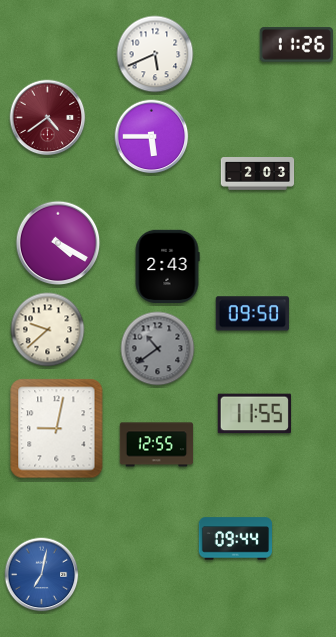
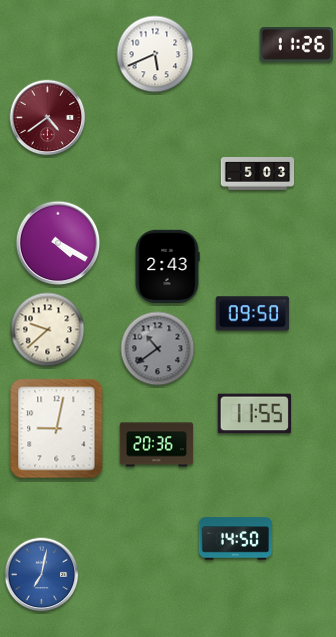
clock at (152, 137): 5:45 -> none
clock at (258, 174): 2:03 -> 5:03
clock at (157, 445): 12:55 -> 20:36
clock at (236, 539): 09:44 -> 14:50
